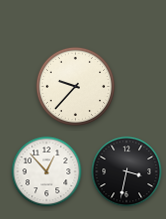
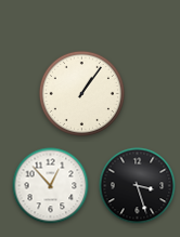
clock at (75, 86): 9:37 -> 1:06
clock at (127, 172): 3:32 -> 3:27
